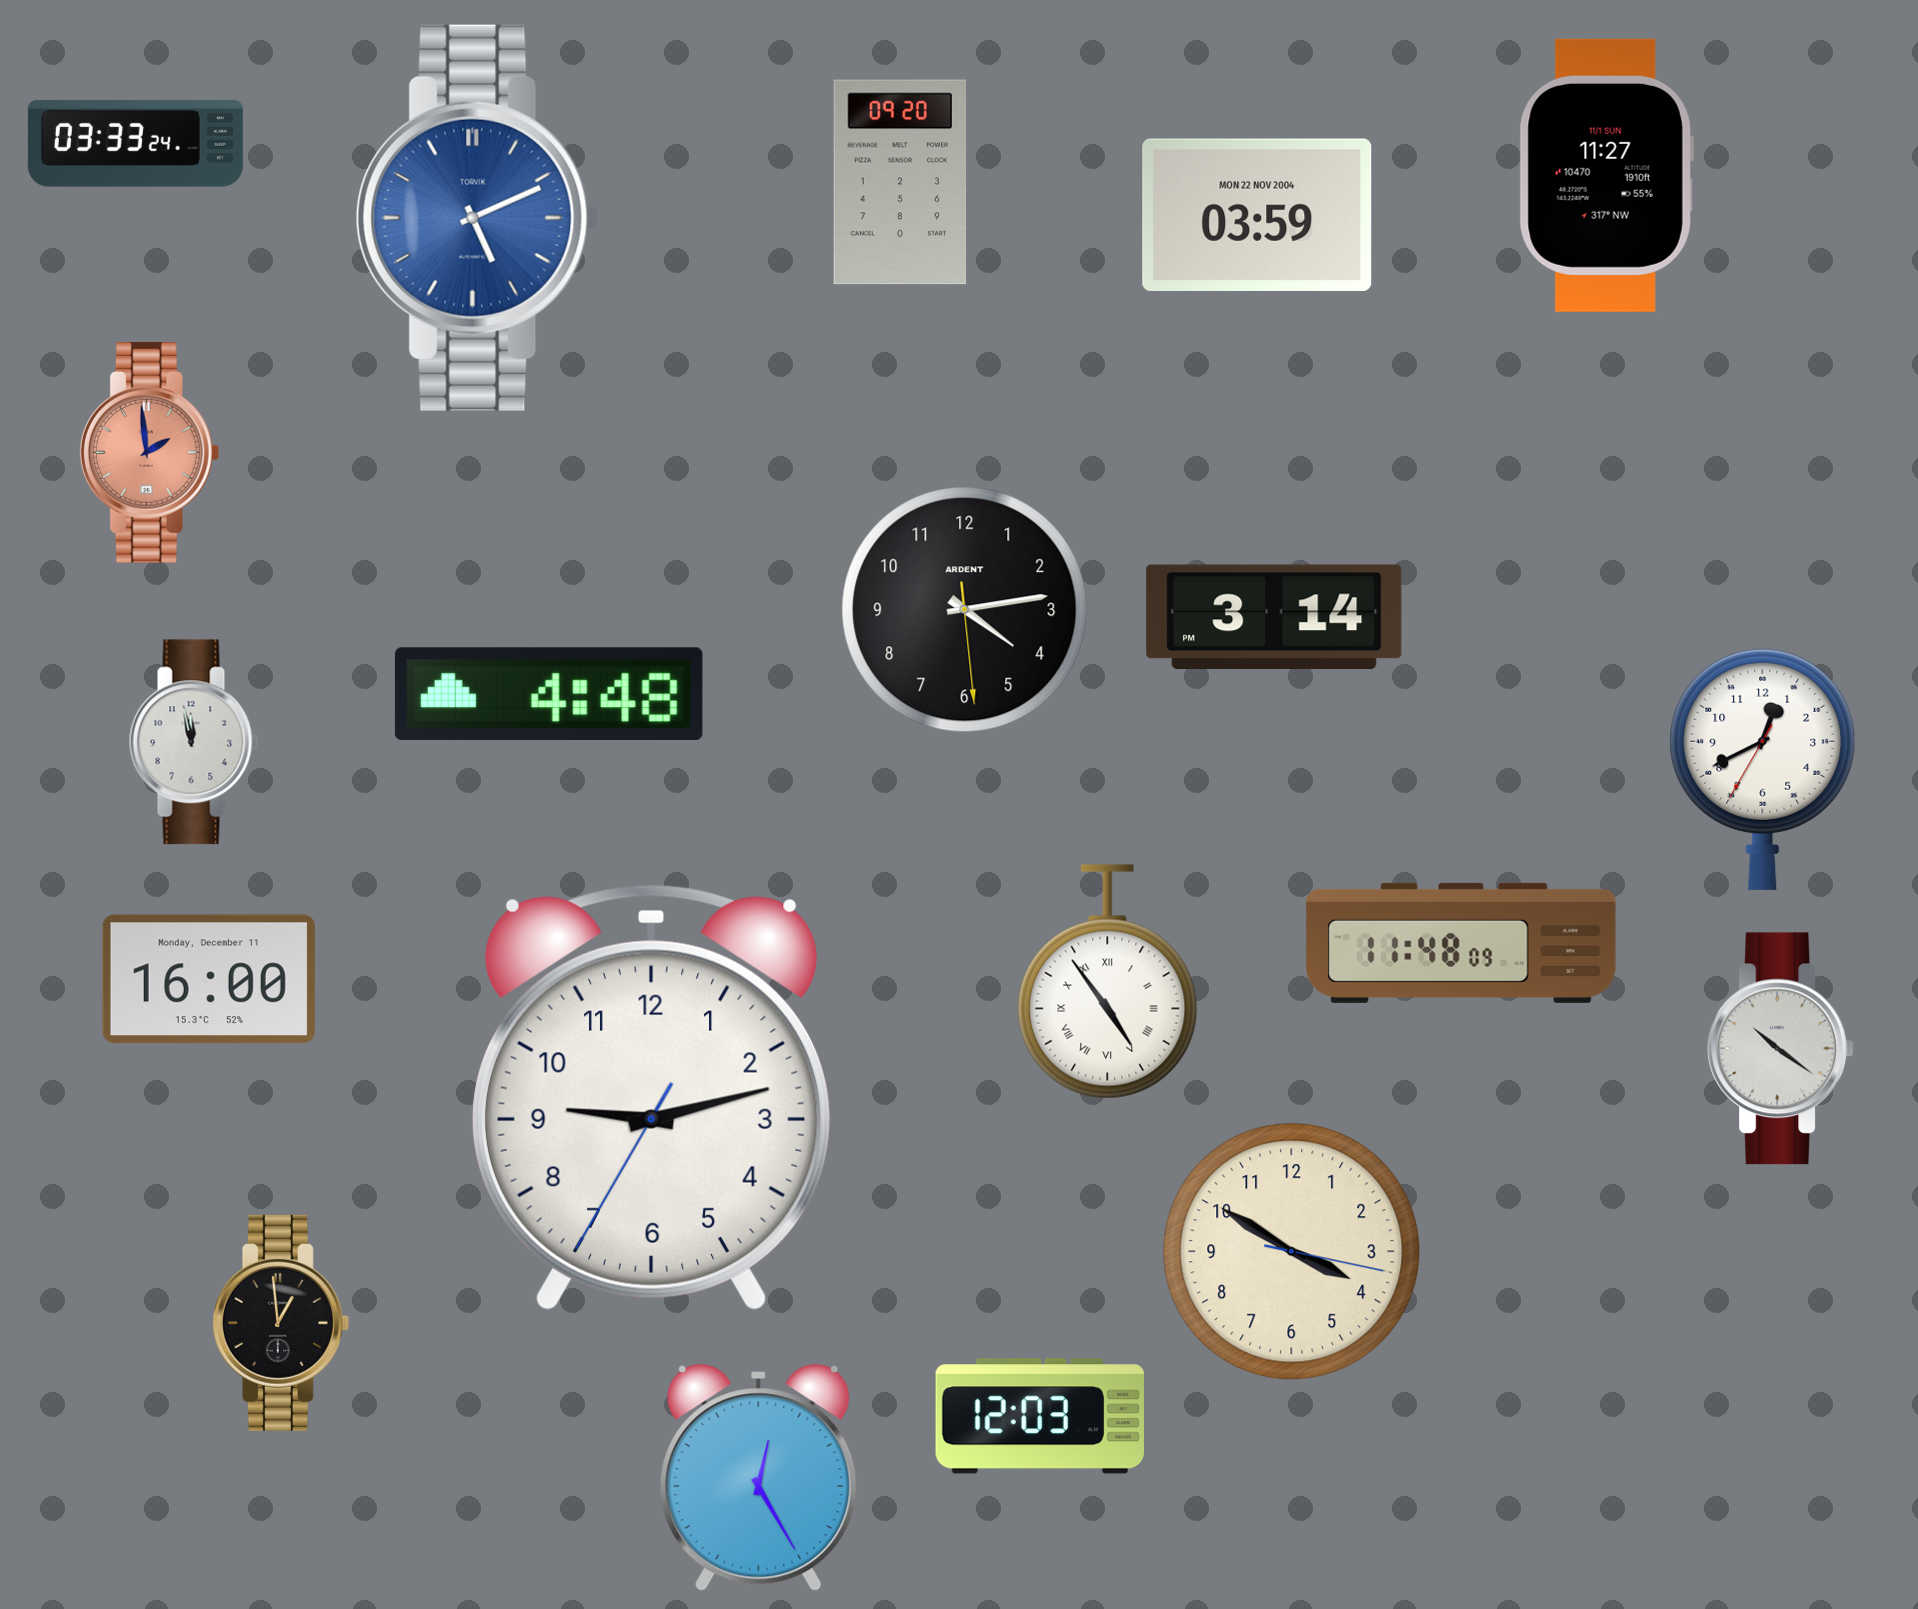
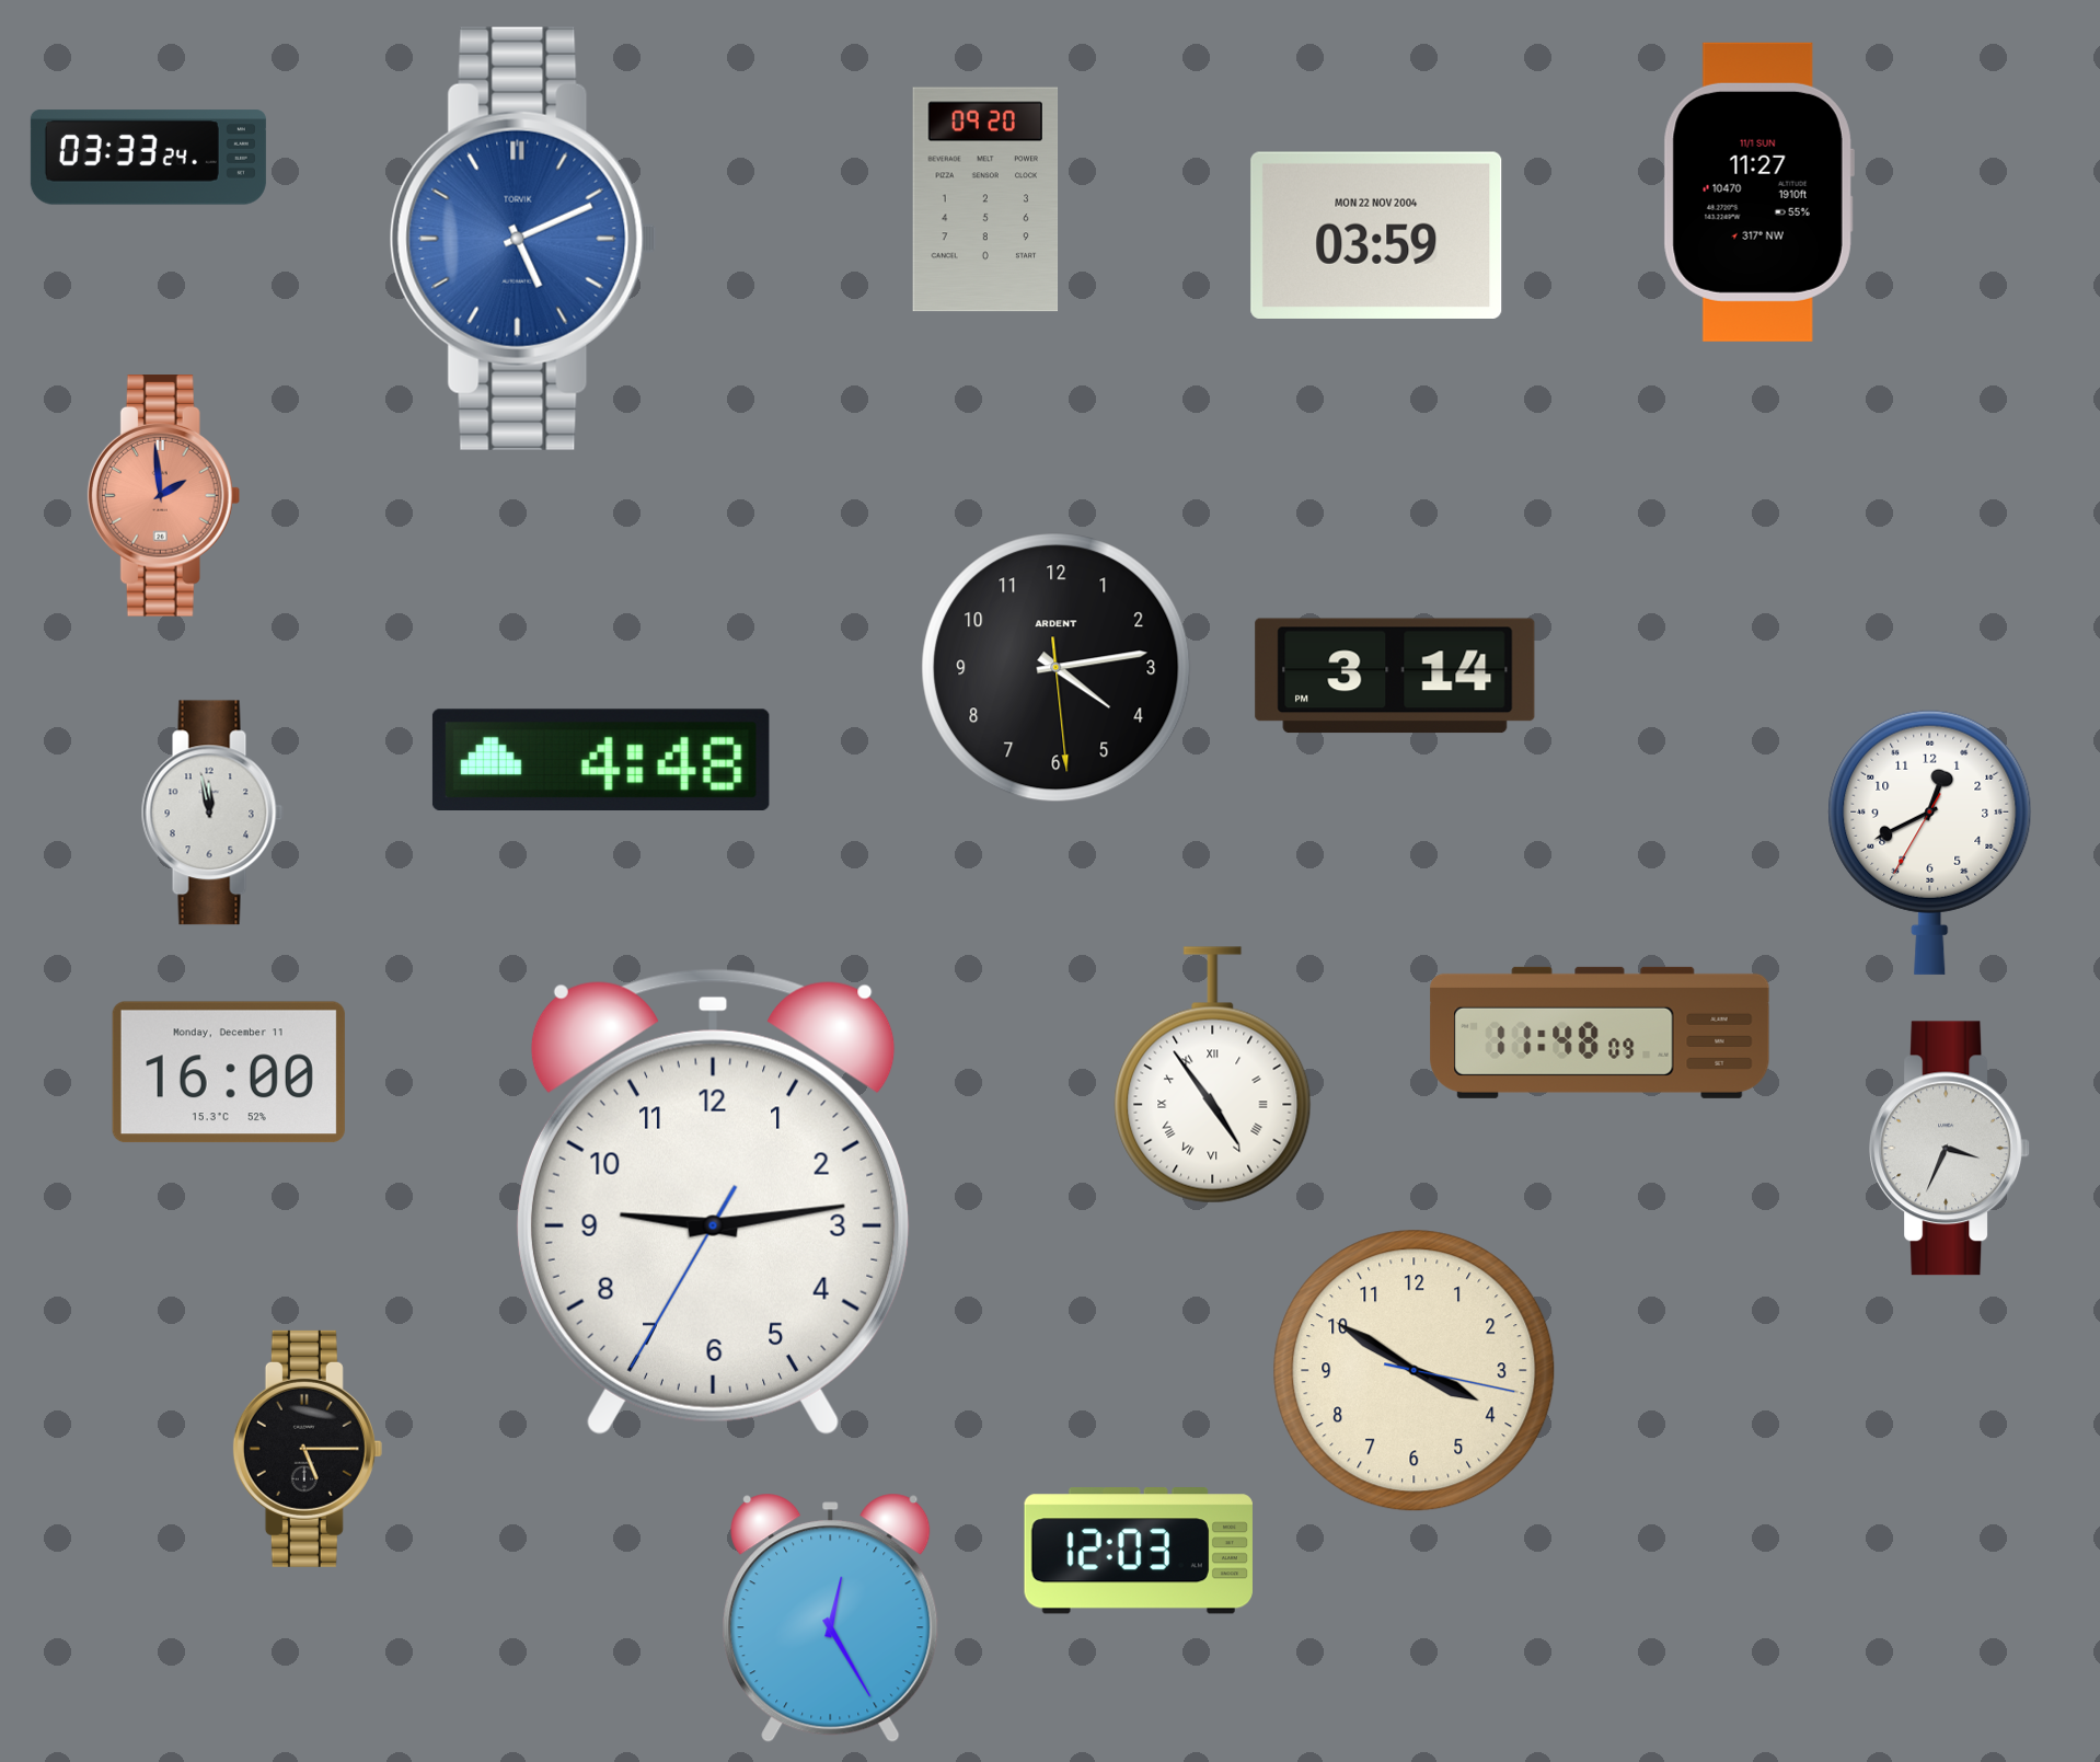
clock at (1781, 1049): 10:21 -> 3:34
clock at (651, 1098): 9:12 -> 9:13
clock at (281, 1323): 12:59 -> 5:15
